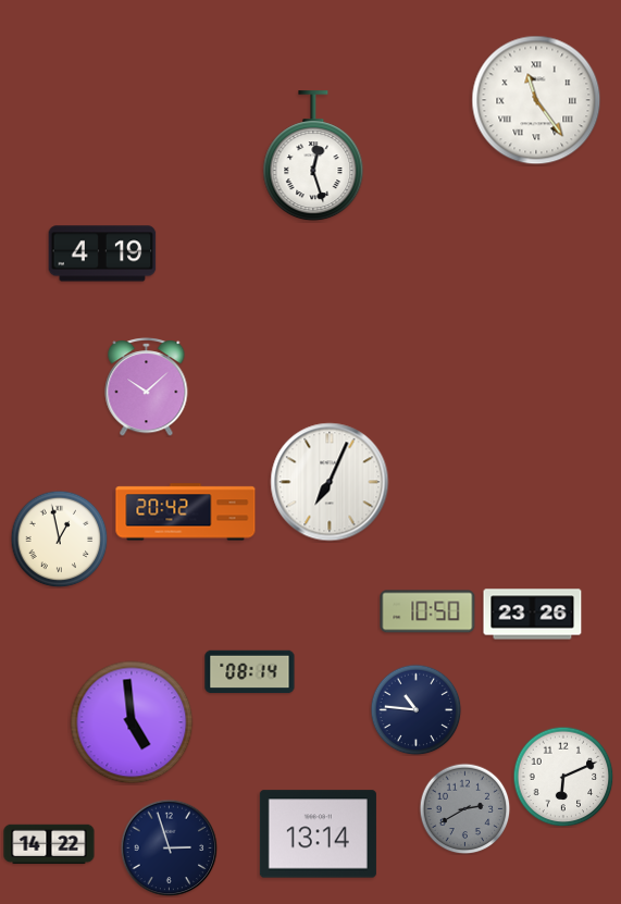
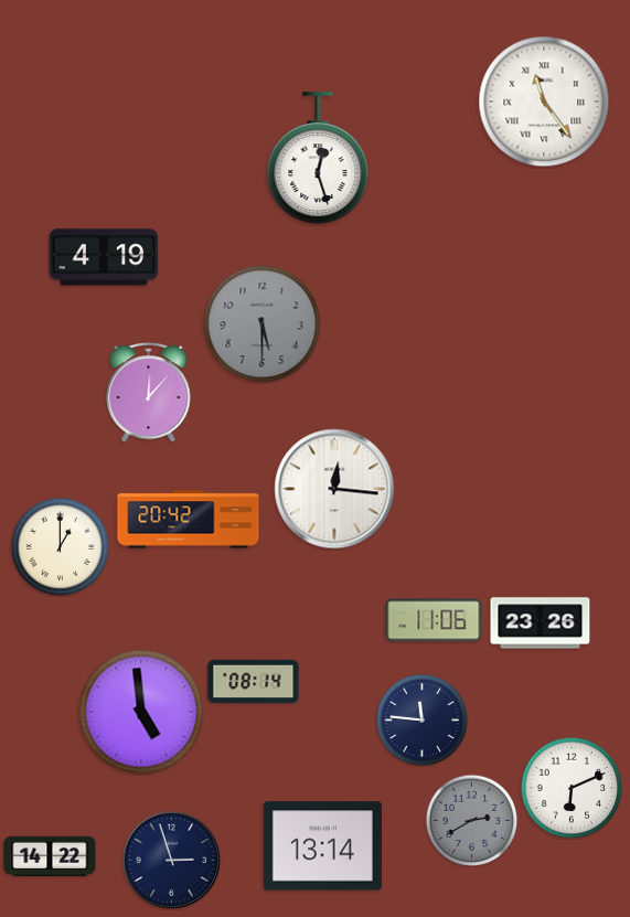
clock at (263, 324): none -> 5:30
clock at (147, 386): 10:08 -> 12:07
clock at (330, 482): 7:04 -> 12:16
clock at (59, 538): 12:58 -> 1:00
clock at (427, 611): 10:50 -> 11:06
clock at (415, 709): 10:46 -> 11:46
clock at (132, 722) position: (132, 722) -> (141, 712)
